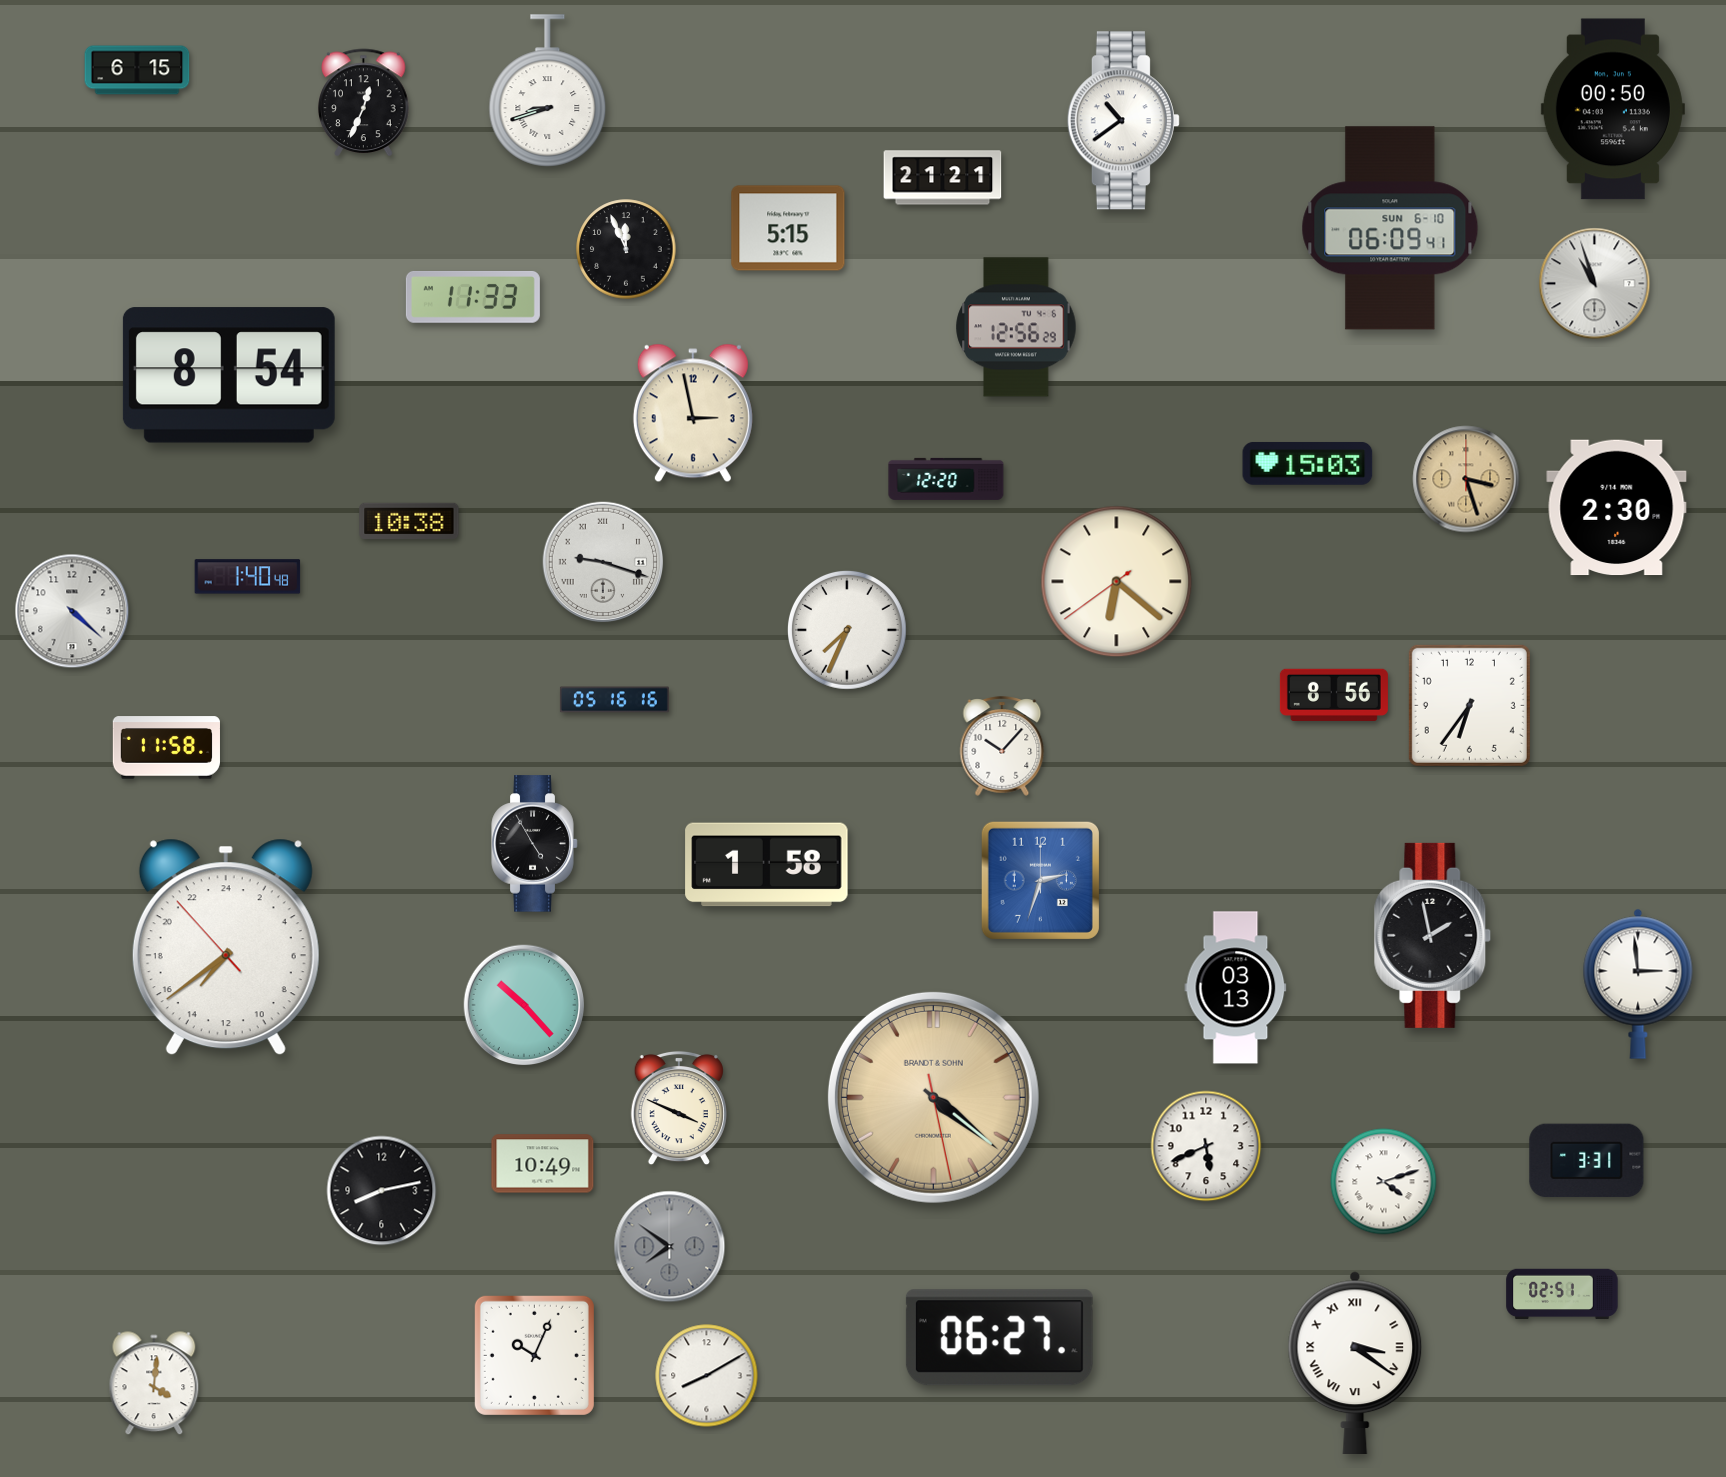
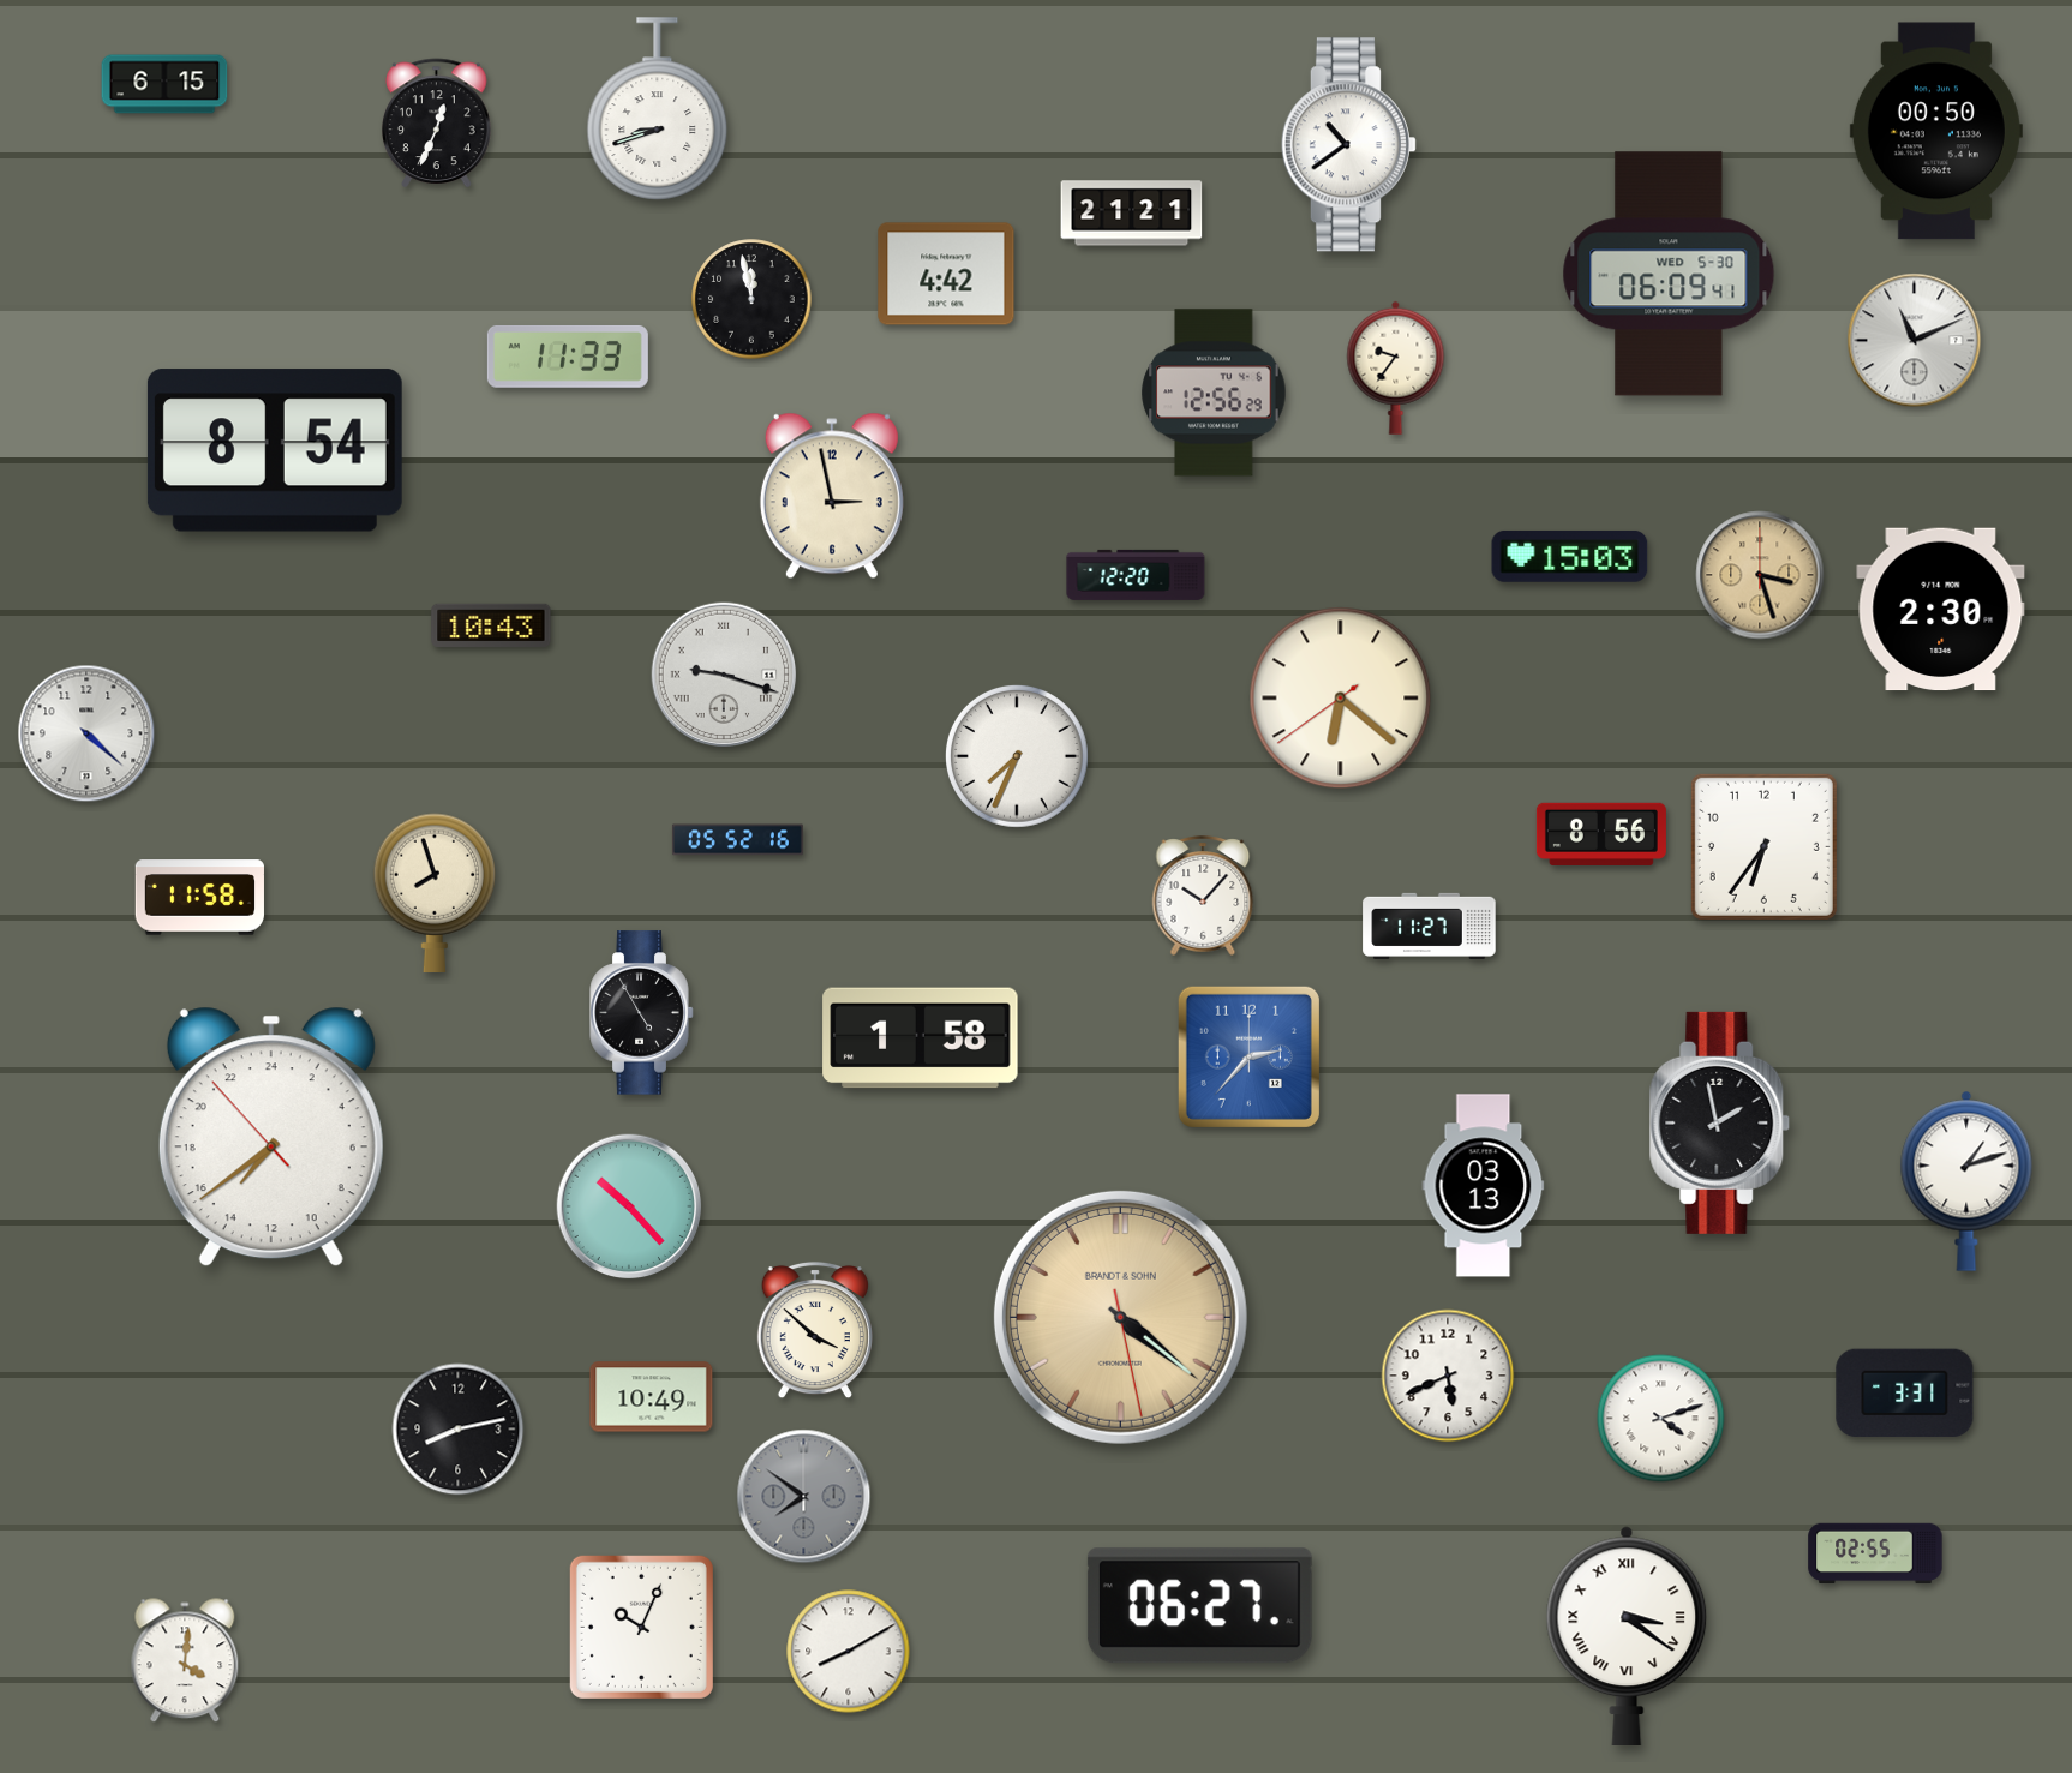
clock at (788, 228): 5:15 -> 4:42
clock at (1390, 228) date: SUN 6-10 -> WED 5-30
clock at (626, 249): 11:56 -> 11:58
clock at (1595, 284): 10:57 -> 11:11
clock at (1396, 367): none -> 9:36
clock at (1016, 327) position: (1016, 327) -> (1214, 393)
clock at (409, 521): 10:38 -> 10:43
clock at (248, 577): 1:40 -> none
clock at (614, 700): 05:16 -> 05:52
clock at (435, 892): none -> 7:57
clock at (1430, 926): none -> 11:27
clock at (1040, 880): 2:33 -> 2:37
clock at (1638, 984): 2:59 -> 1:12
clock at (679, 1108): 3:49 -> 3:52
clock at (1562, 1294): 02:51 -> 02:55
